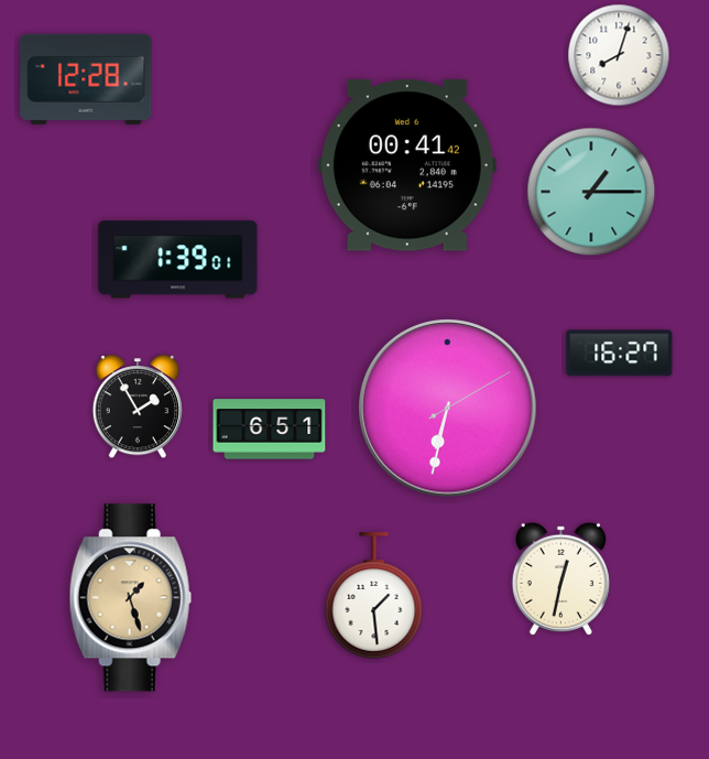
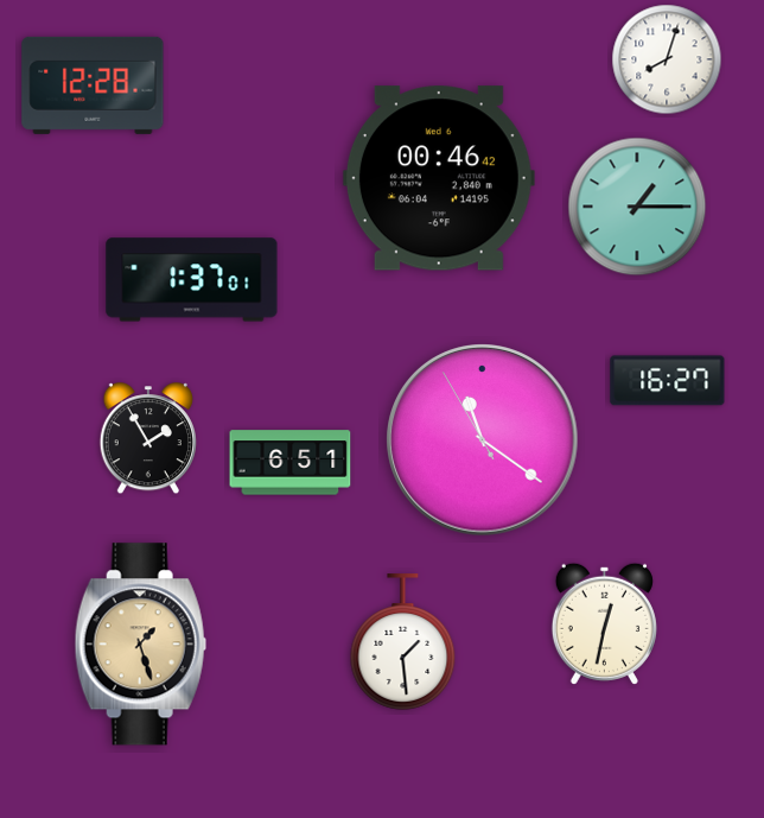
clock at (407, 165): 00:41 -> 00:46
clock at (178, 260): 1:39 -> 1:37
clock at (448, 409): 6:32 -> 11:20
